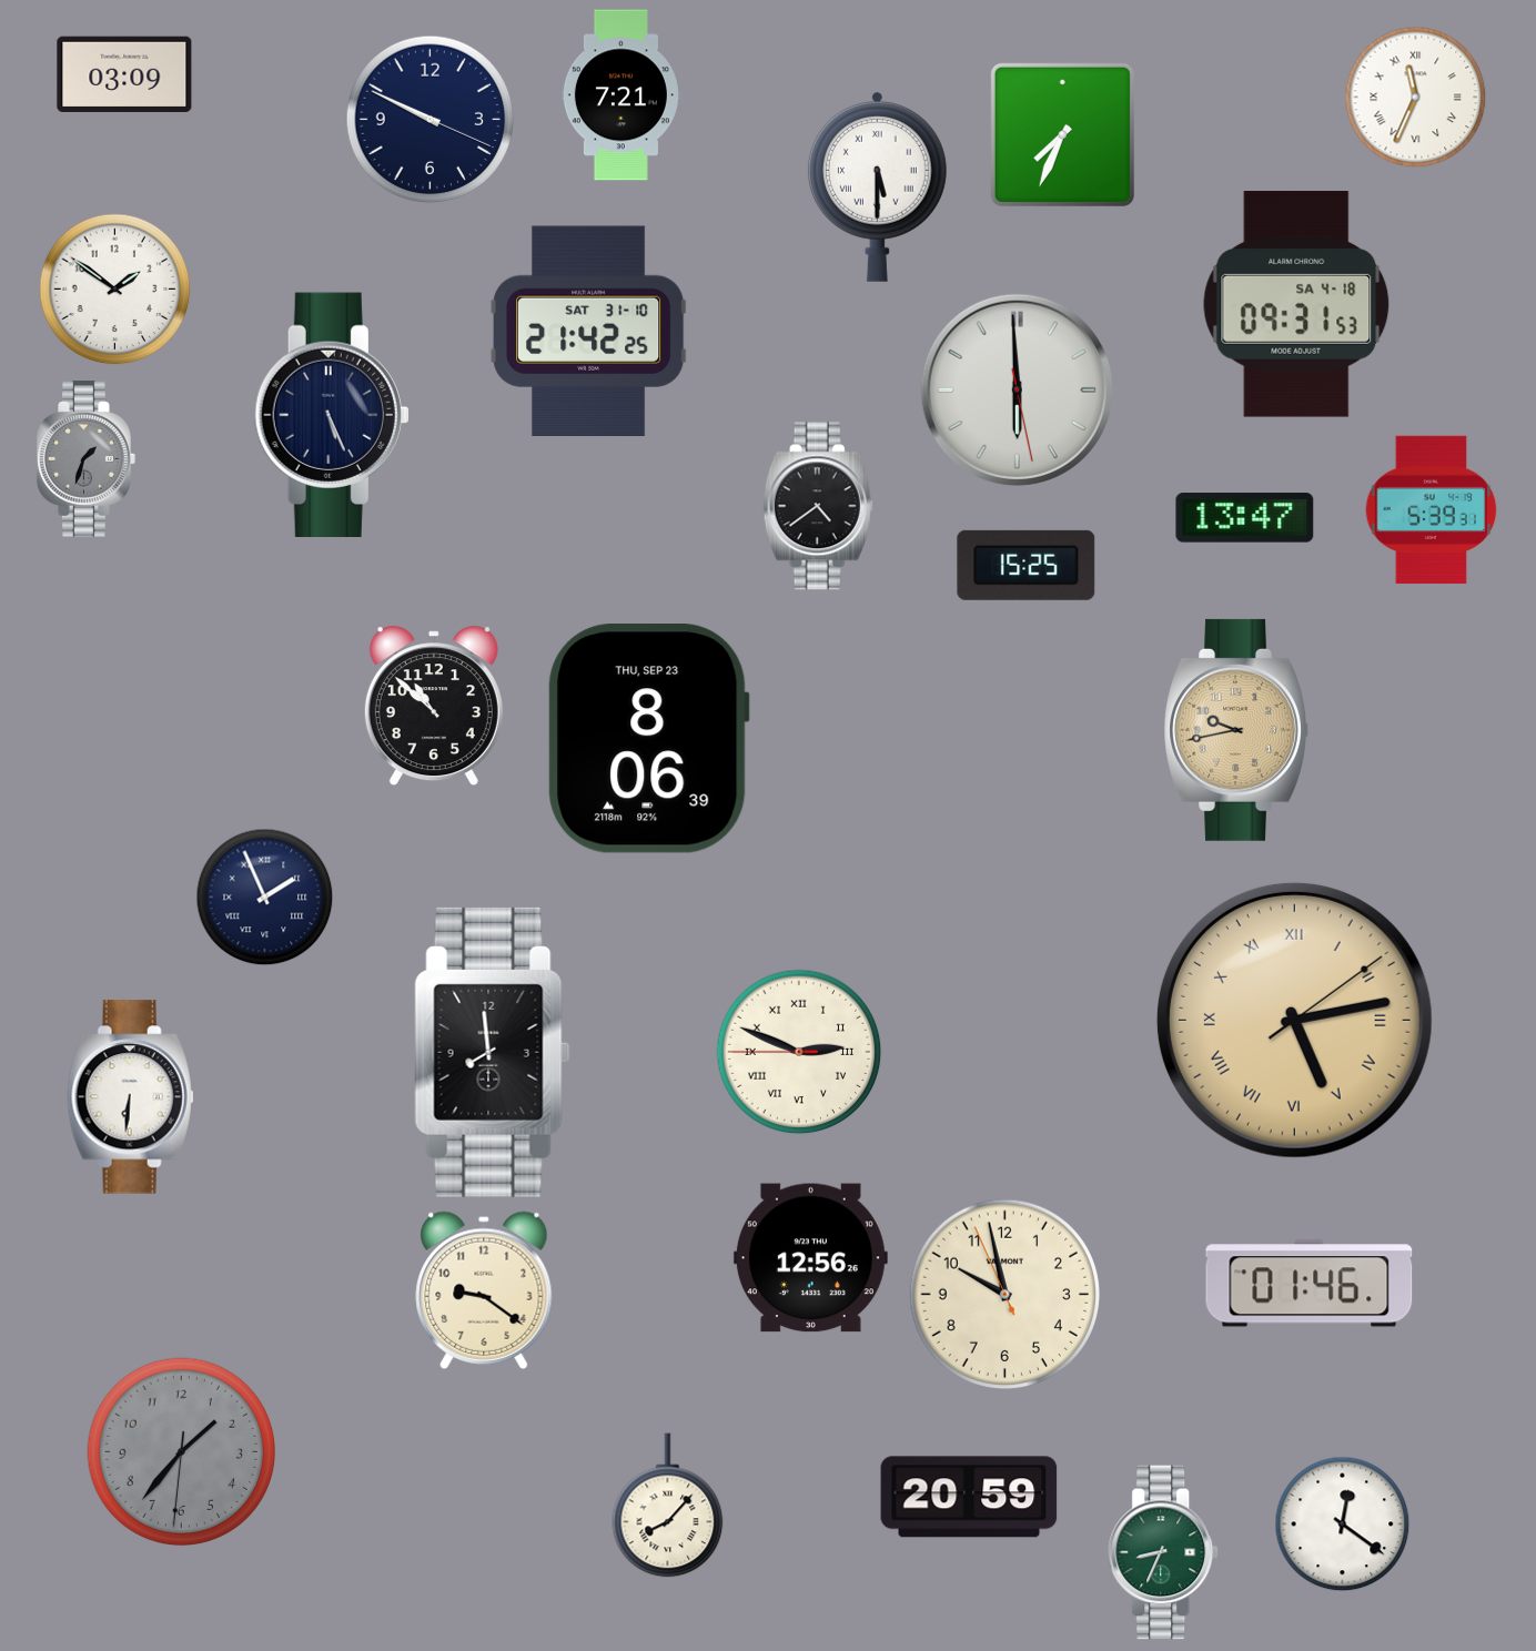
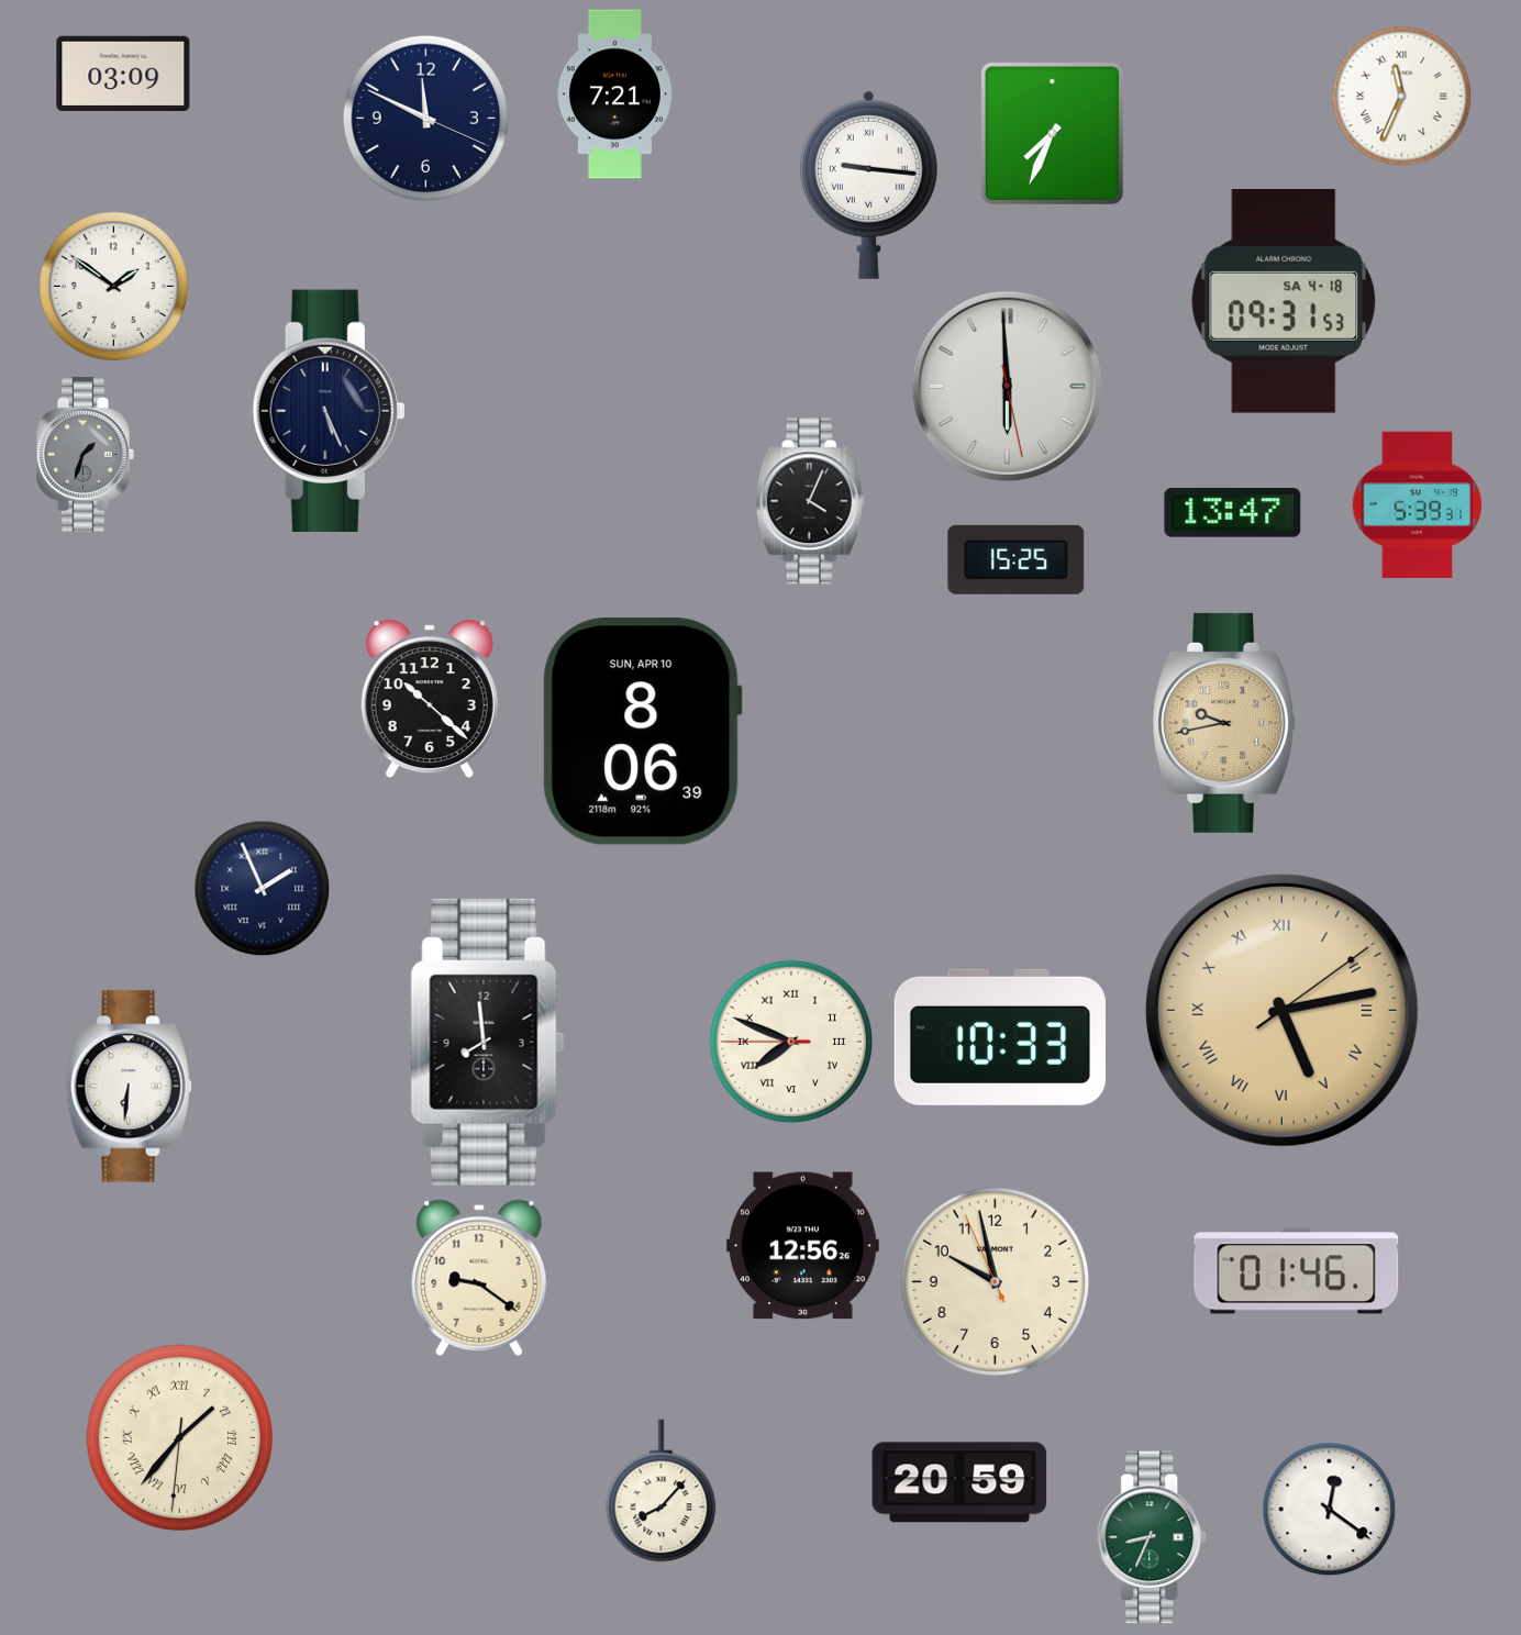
clock at (431, 120): 9:49 -> 11:49
clock at (877, 186): 5:30 -> 9:16
clock at (589, 332): 21:42 -> none
clock at (818, 506): 4:39 -> 4:04
clock at (434, 706): 10:52 -> 10:22
clock at (648, 739) date: THU, SEP 23 -> SUN, APR 10
clock at (1000, 1037): none -> 10:33
clock at (799, 1052): 2:48 -> 7:48
clock at (181, 1451) dial: grey -> cream
clock at (181, 1451) numerals: Arabic -> Roman
